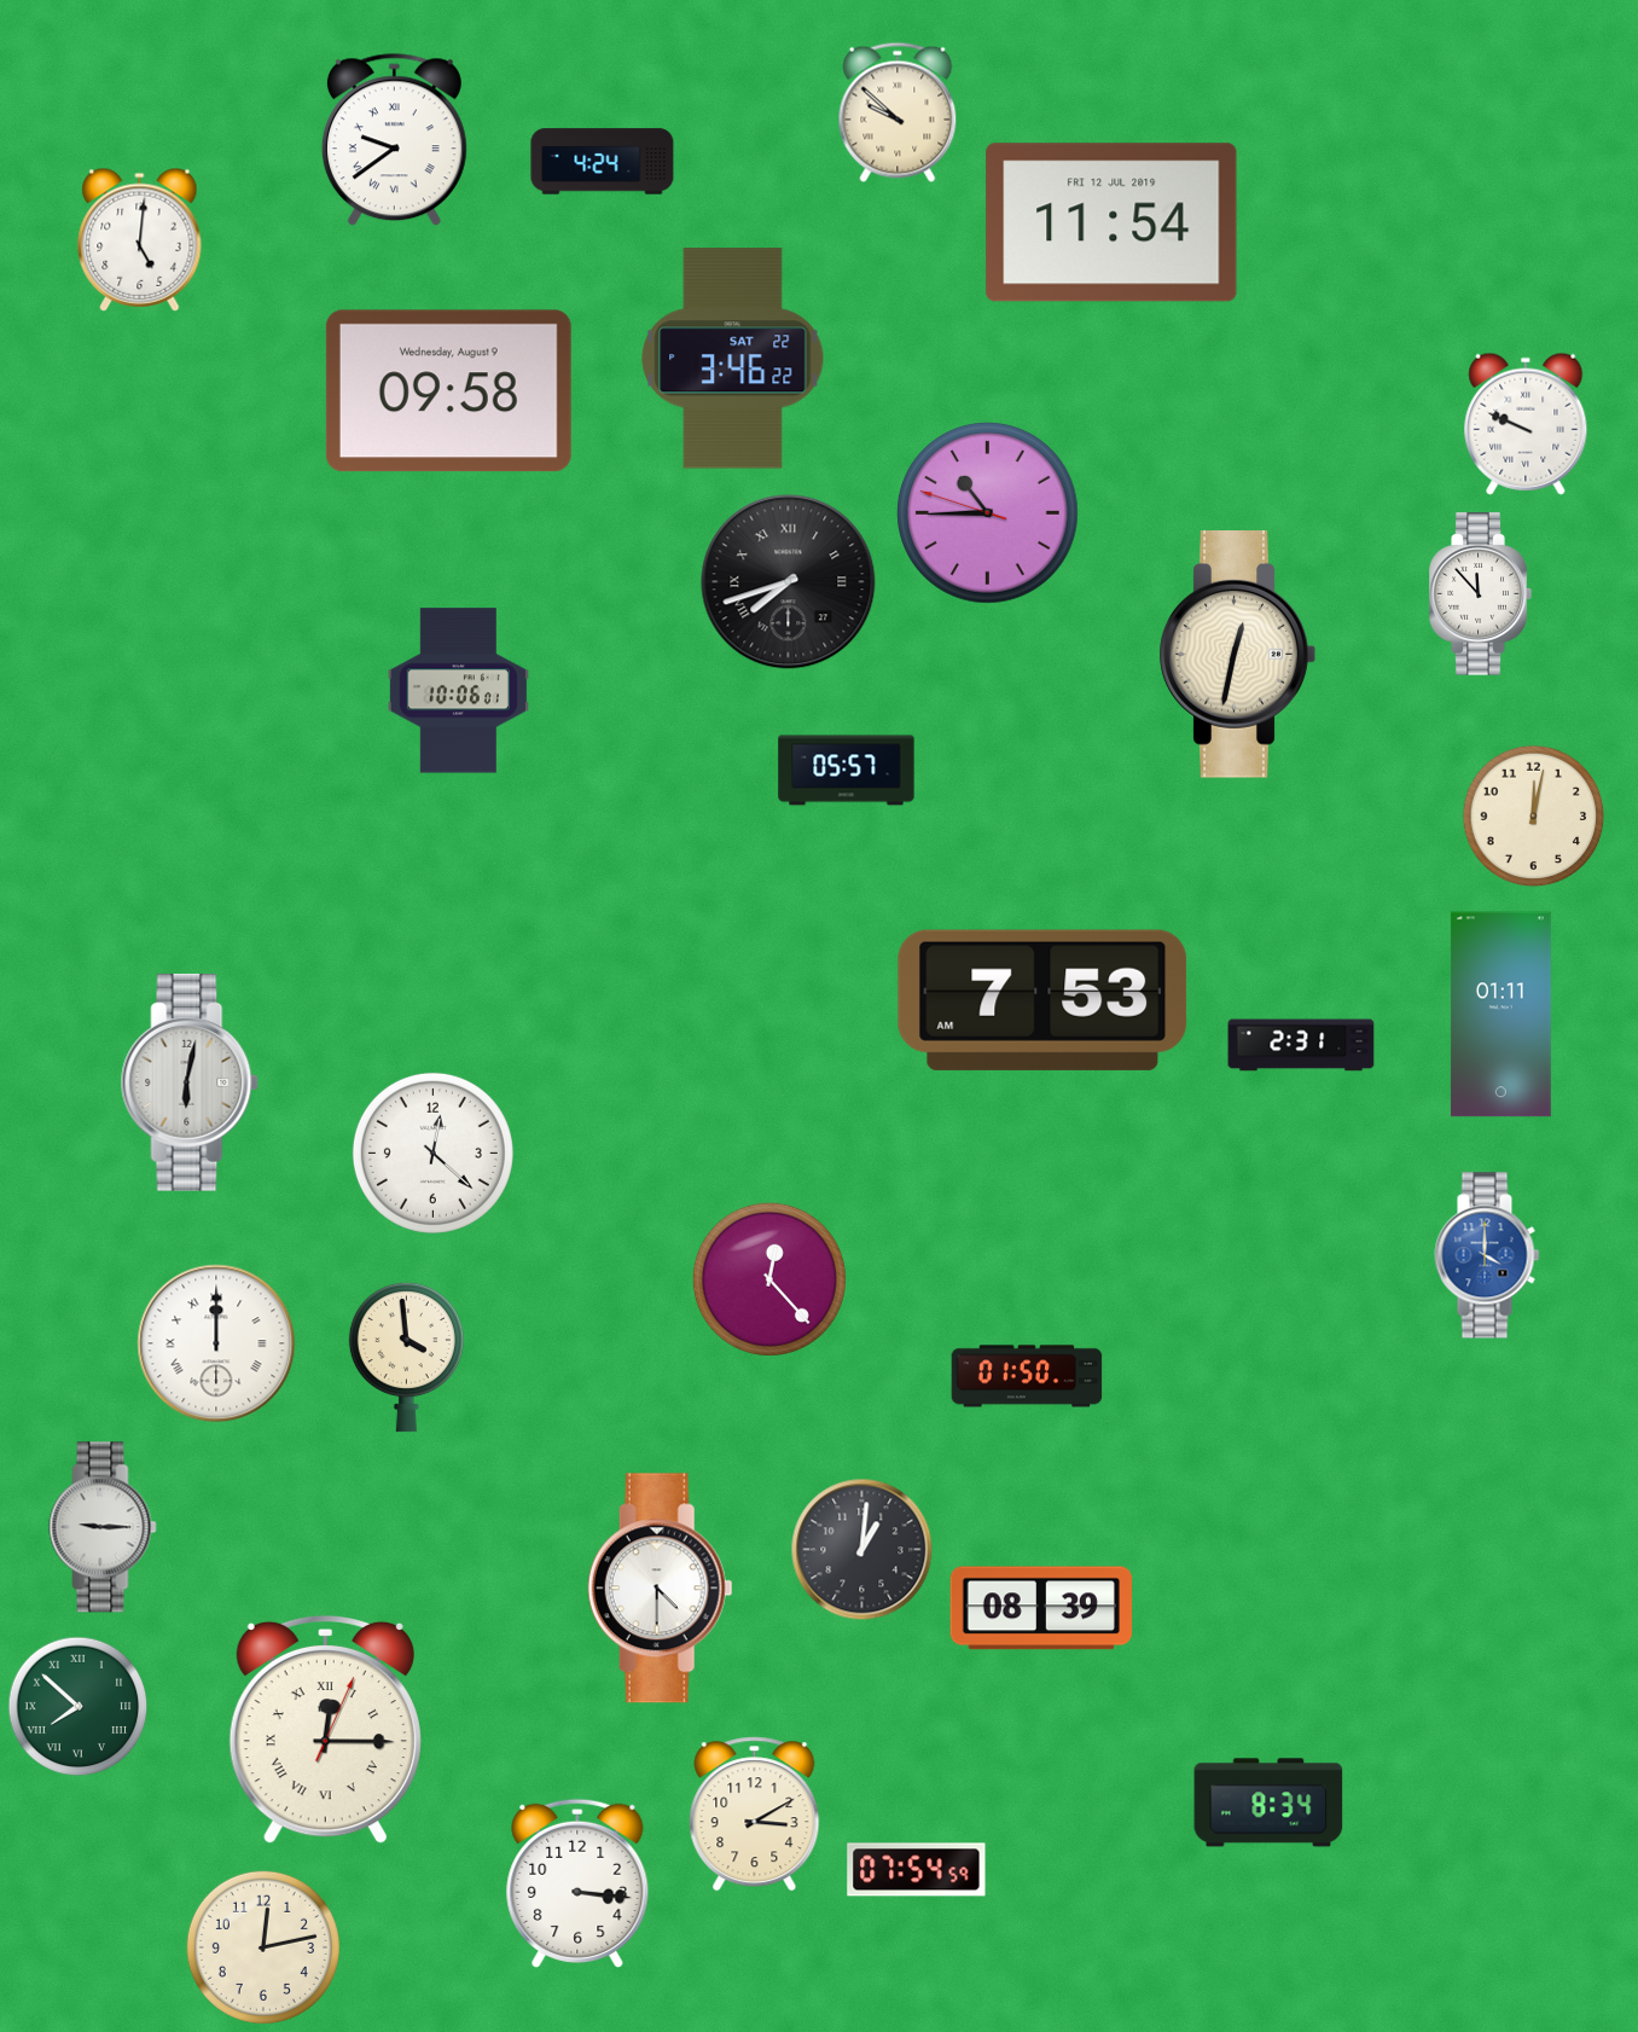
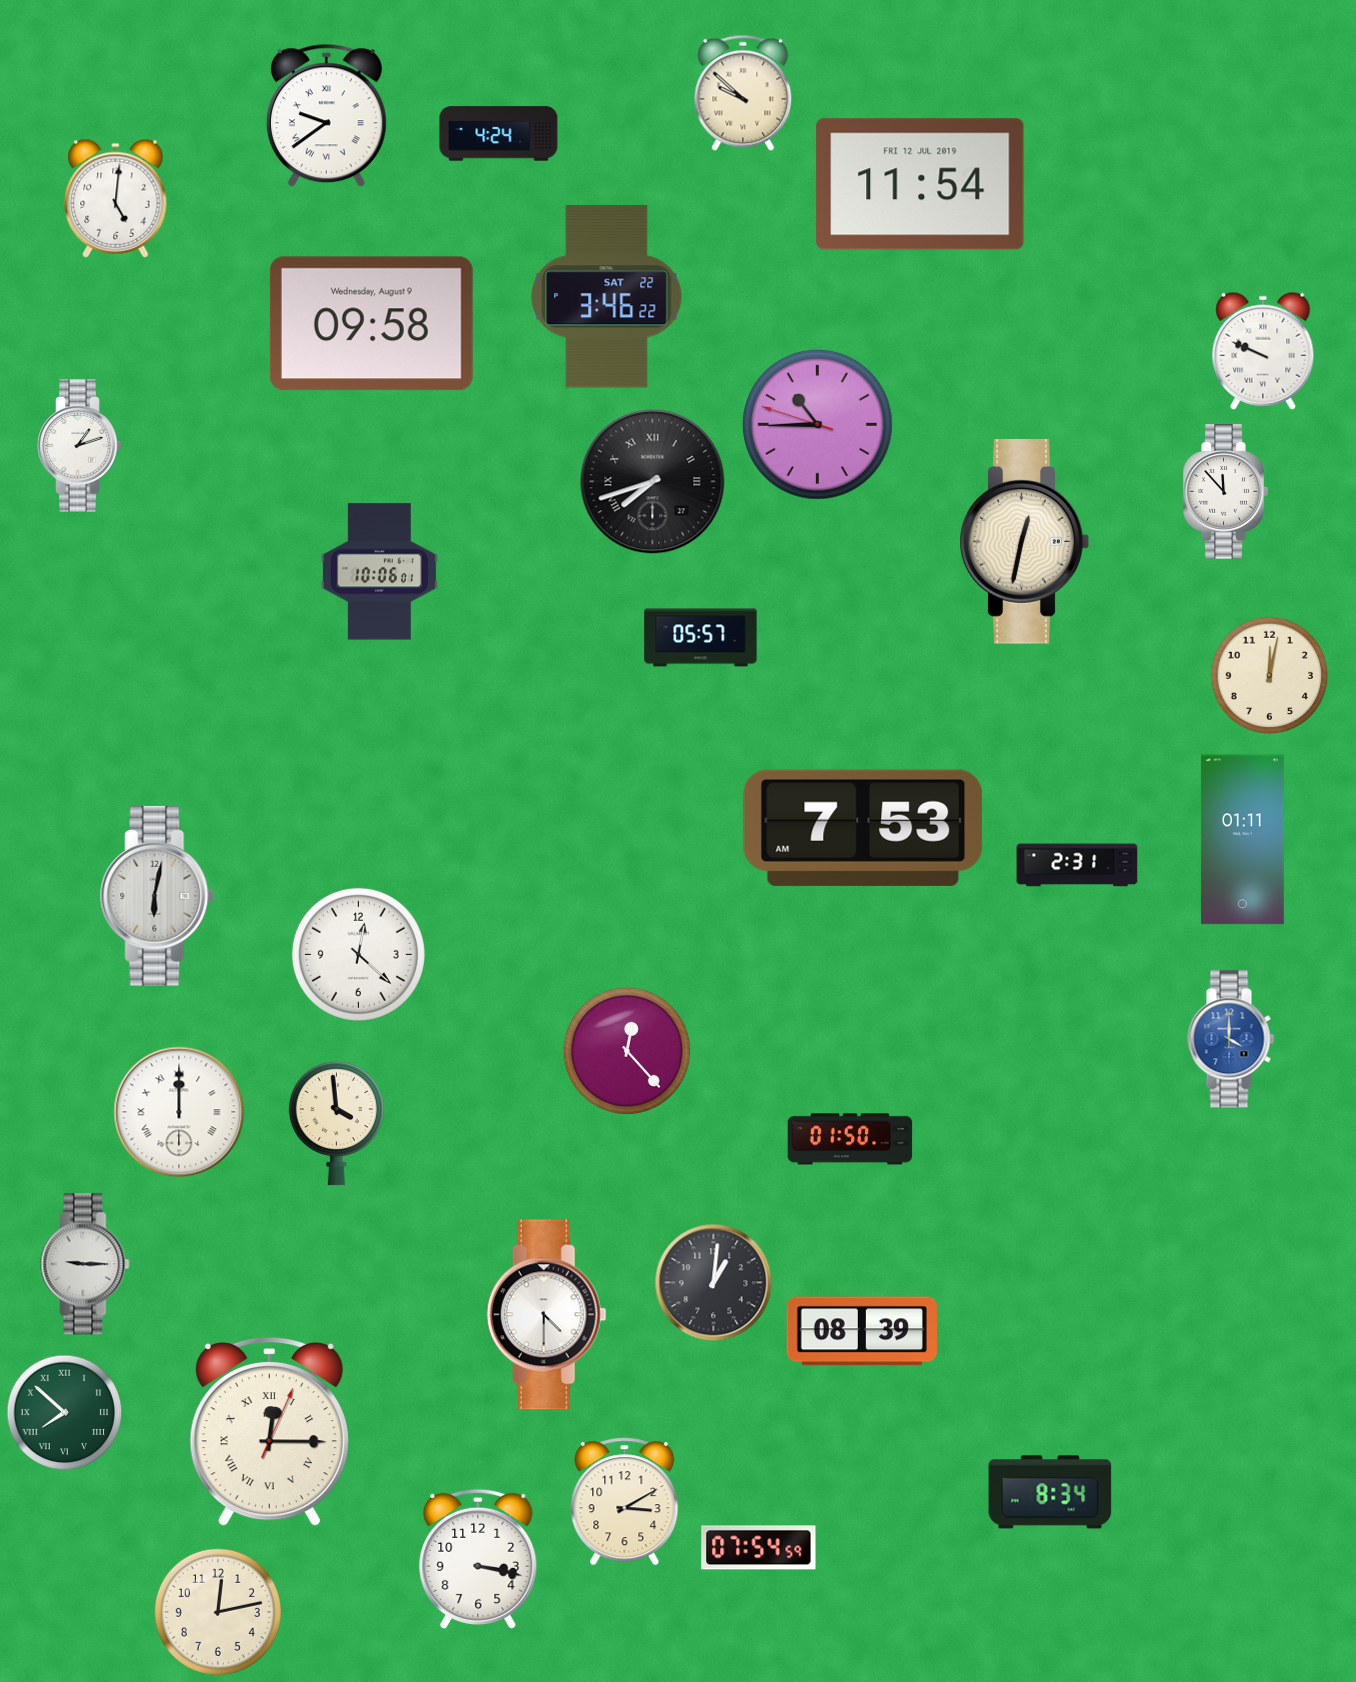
clock at (80, 446): none -> 1:12
clock at (769, 1279) position: (769, 1279) -> (627, 1051)
clock at (577, 1883): 3:16 -> 3:17
